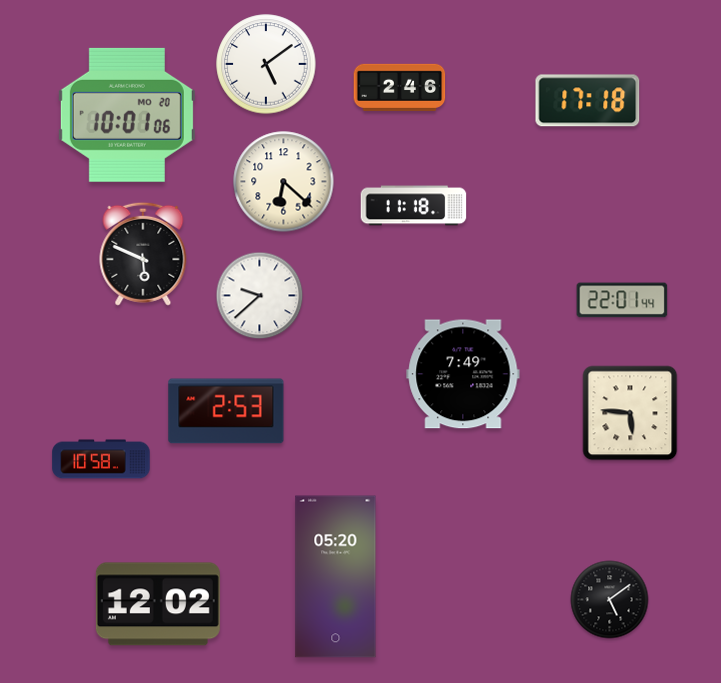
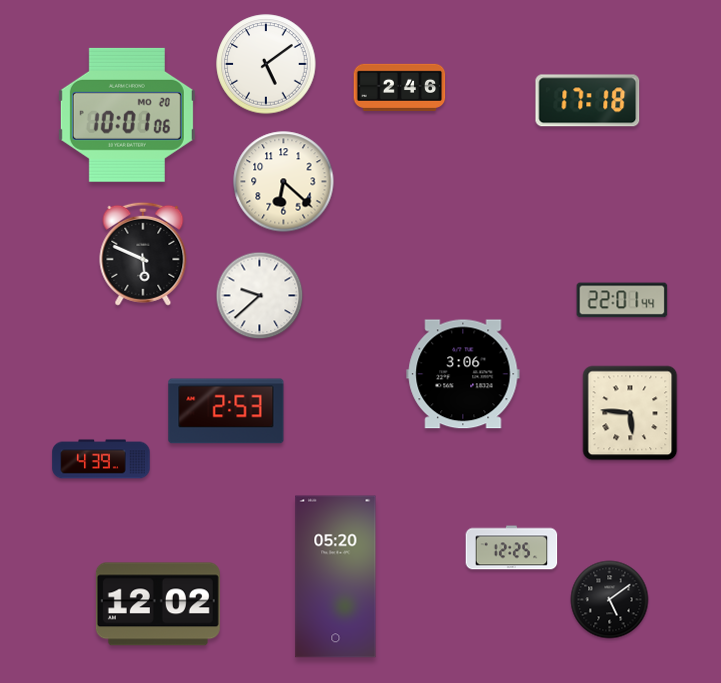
clock at (414, 206): 11:18 -> none
clock at (463, 374): 7:49 -> 3:06
clock at (101, 459): 10:58 -> 4:39
clock at (512, 548): none -> 12:25
